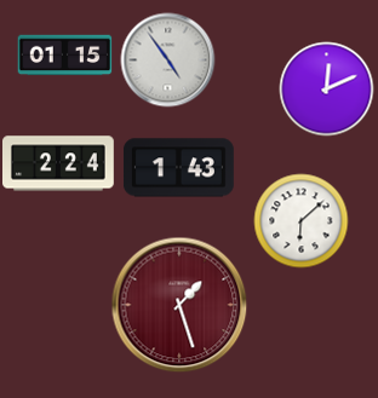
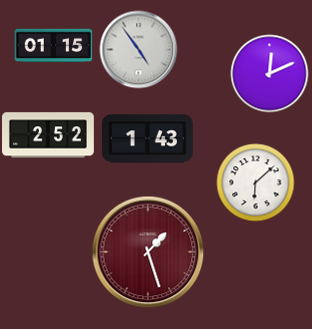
clock at (59, 163): 2:24 -> 2:52
clock at (300, 220) position: (300, 220) -> (255, 182)
